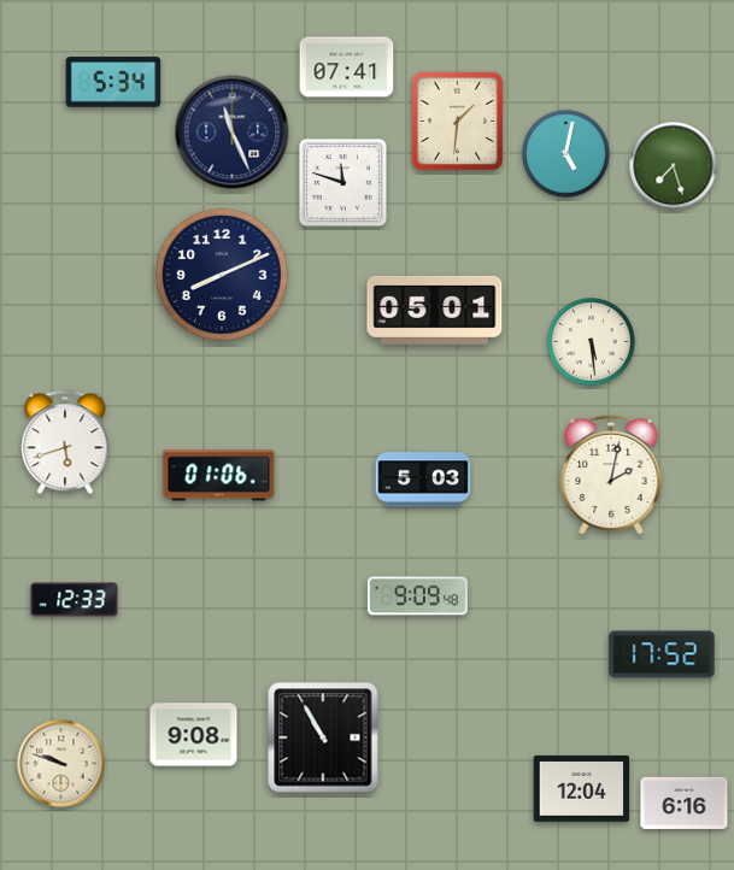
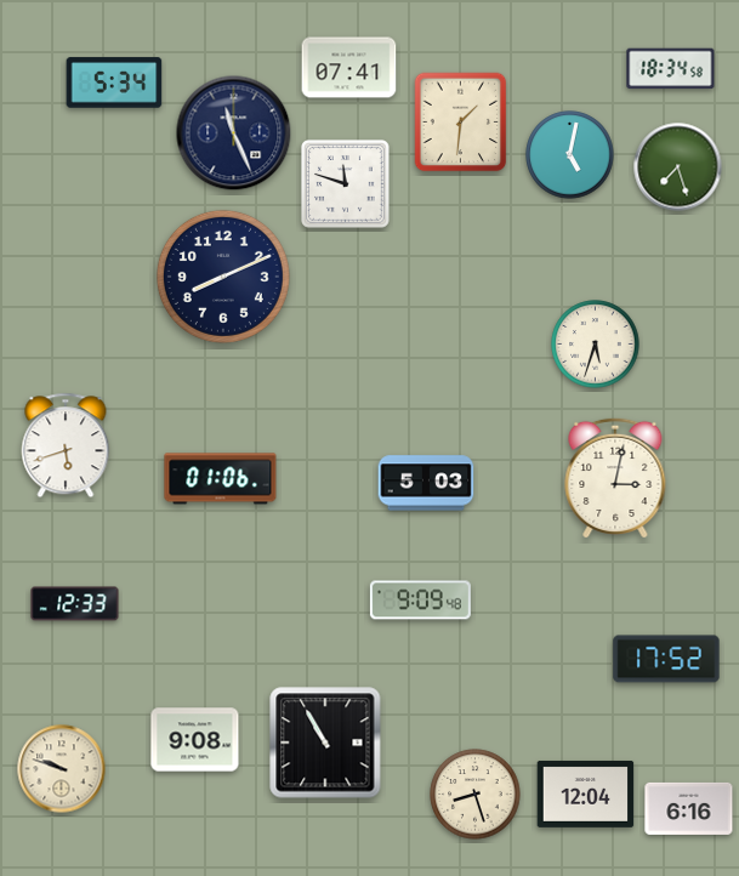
clock at (671, 69): none -> 18:34
clock at (435, 310): 05:01 -> none
clock at (592, 342): 5:29 -> 5:33
clock at (611, 475): 2:02 -> 3:02
clock at (476, 795): none -> 8:27
